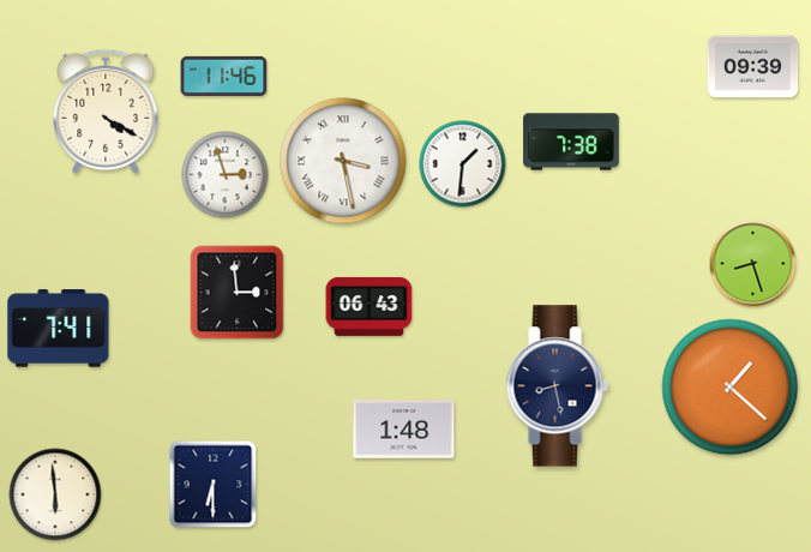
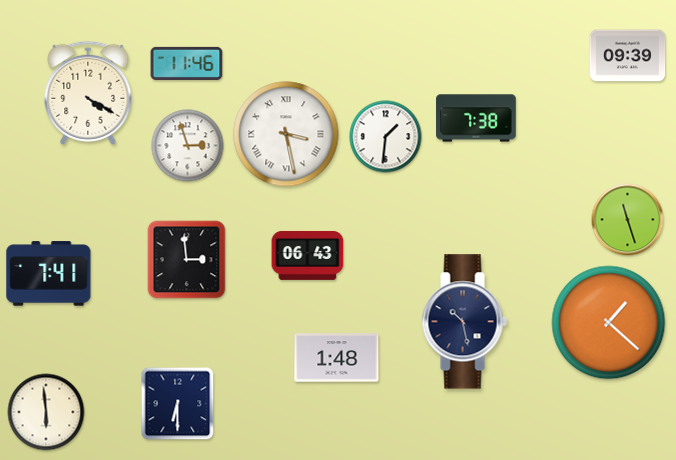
clock at (753, 264): 8:27 -> 11:27
clock at (238, 293) position: (238, 293) -> (187, 260)
clock at (557, 386): 8:28 -> 10:28
